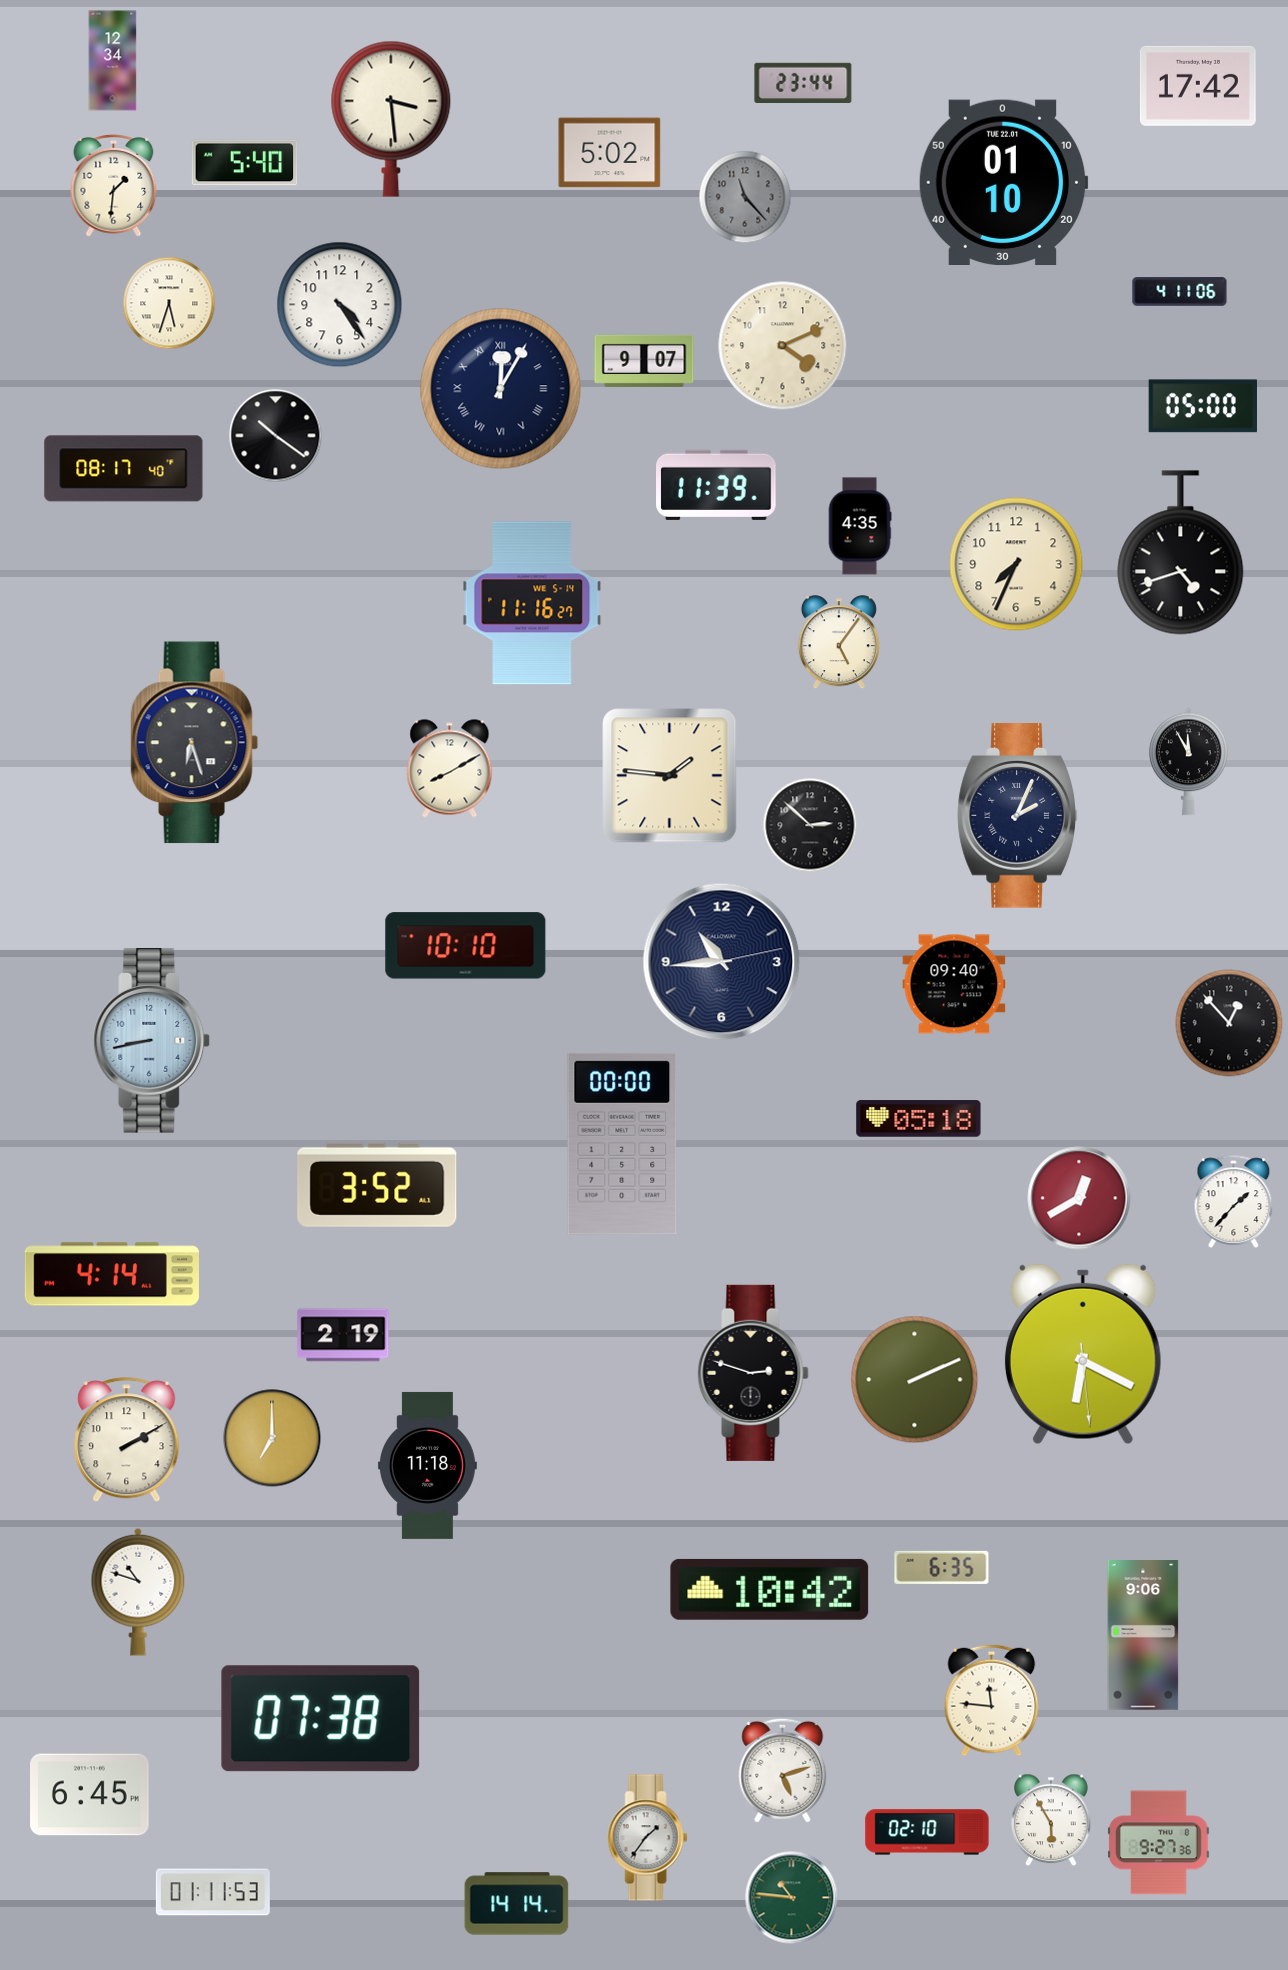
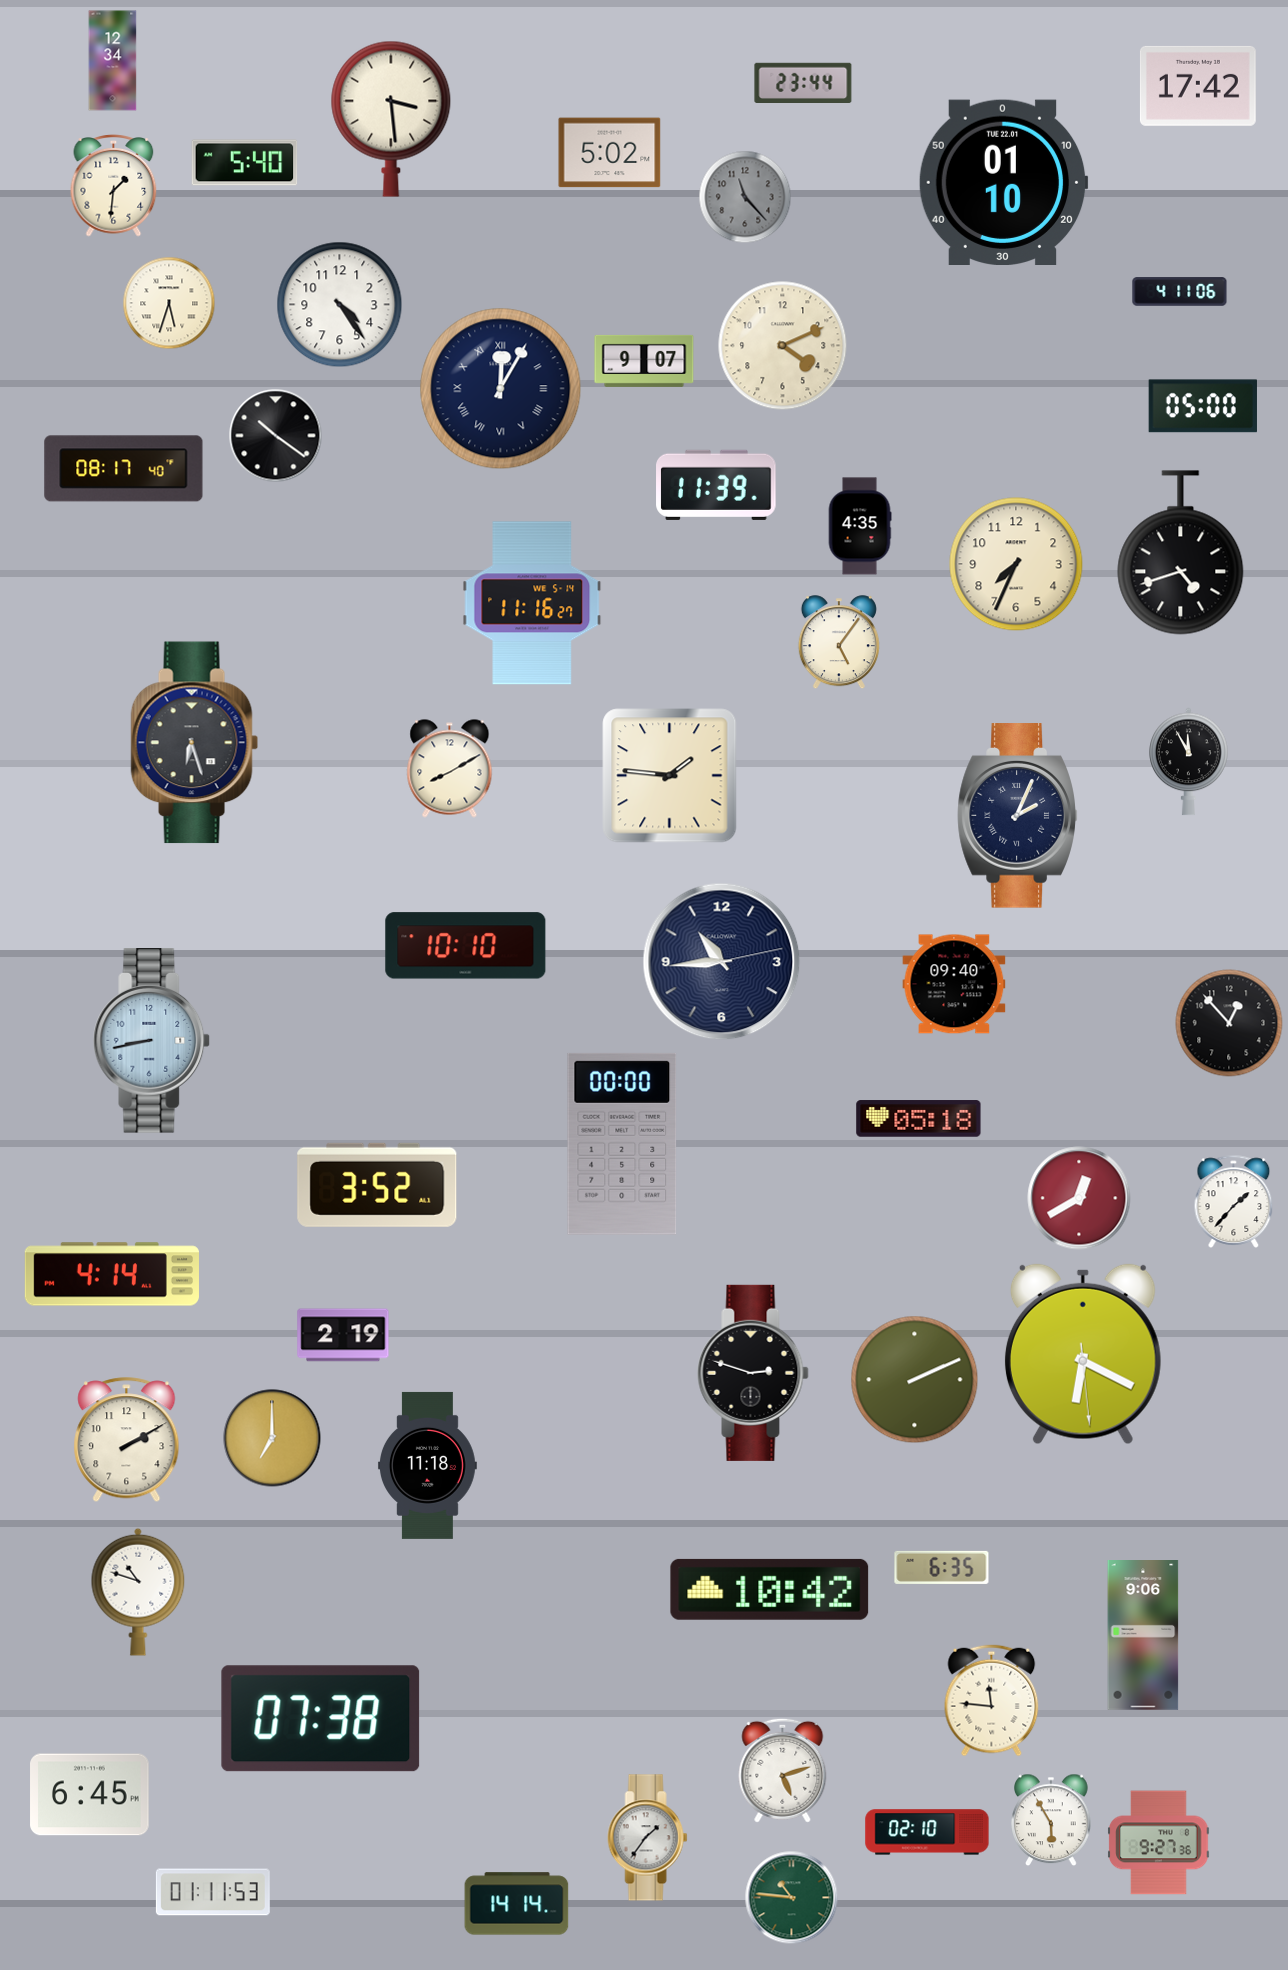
clock at (810, 825): 2:52 -> none
